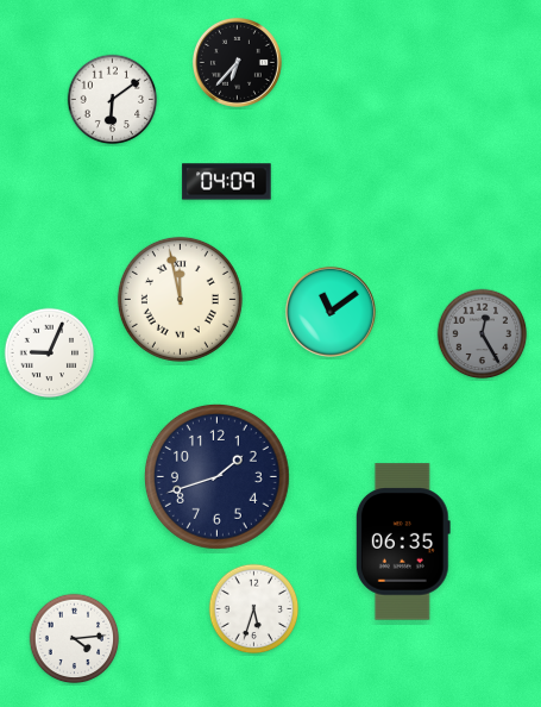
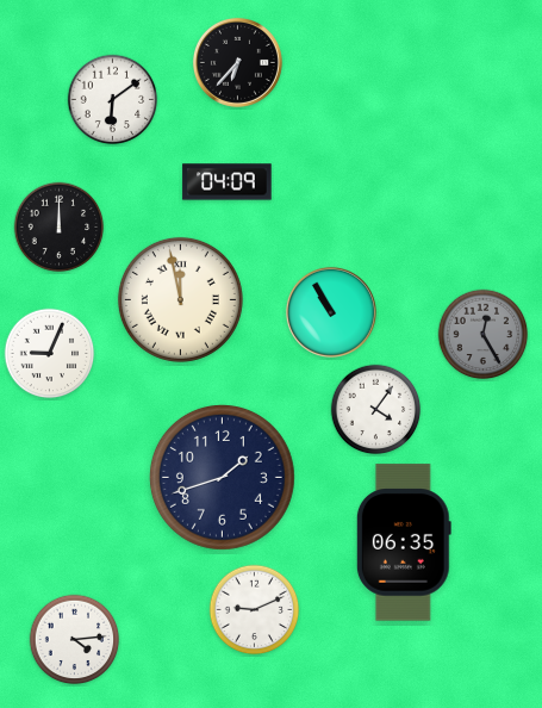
clock at (60, 228): none -> 12:00
clock at (331, 312): 11:09 -> 10:55
clock at (376, 410): none -> 4:06
clock at (216, 476) position: (216, 476) -> (222, 477)
clock at (254, 609): 5:33 -> 9:11
